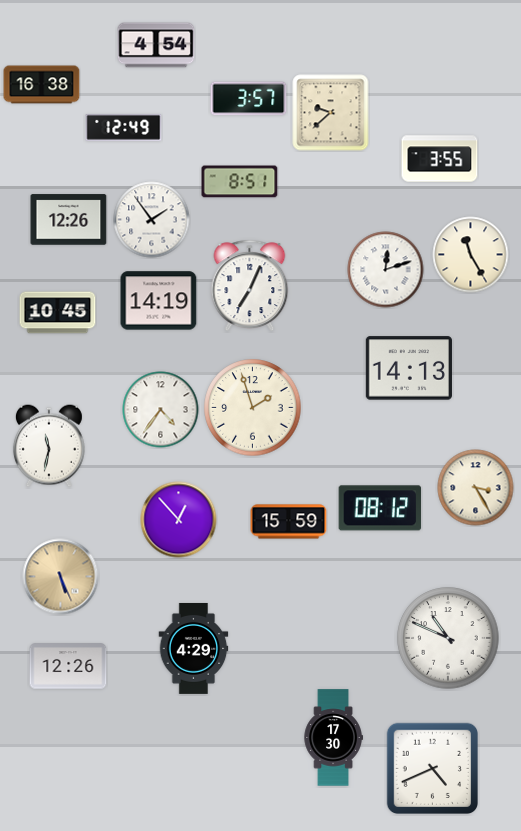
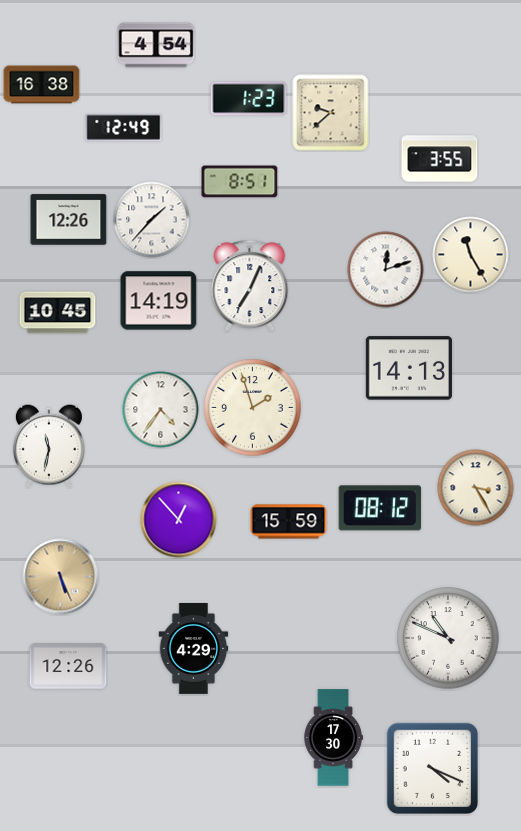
clock at (249, 99): 3:57 -> 1:23
clock at (152, 220): 1:54 -> 1:37
clock at (432, 768): 4:41 -> 4:19
